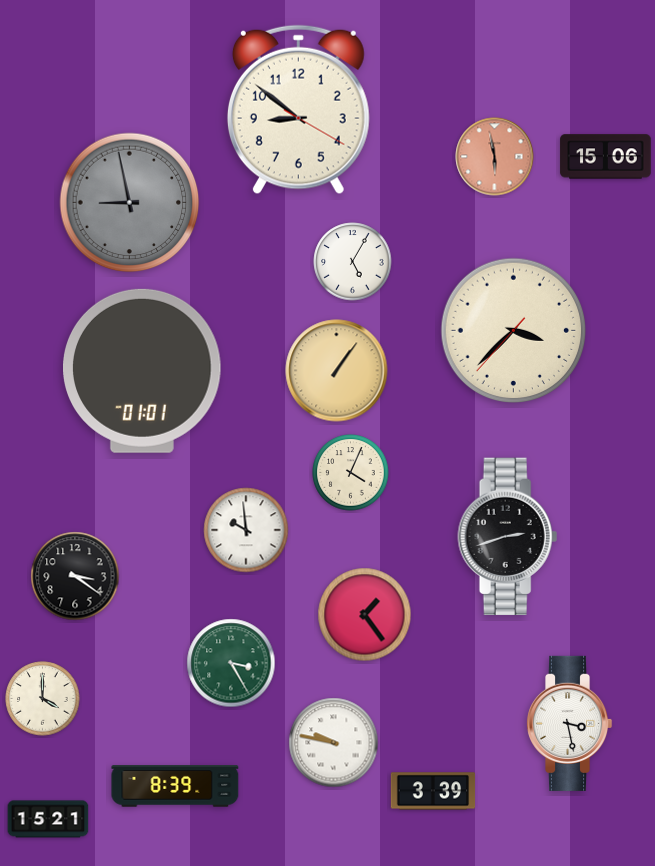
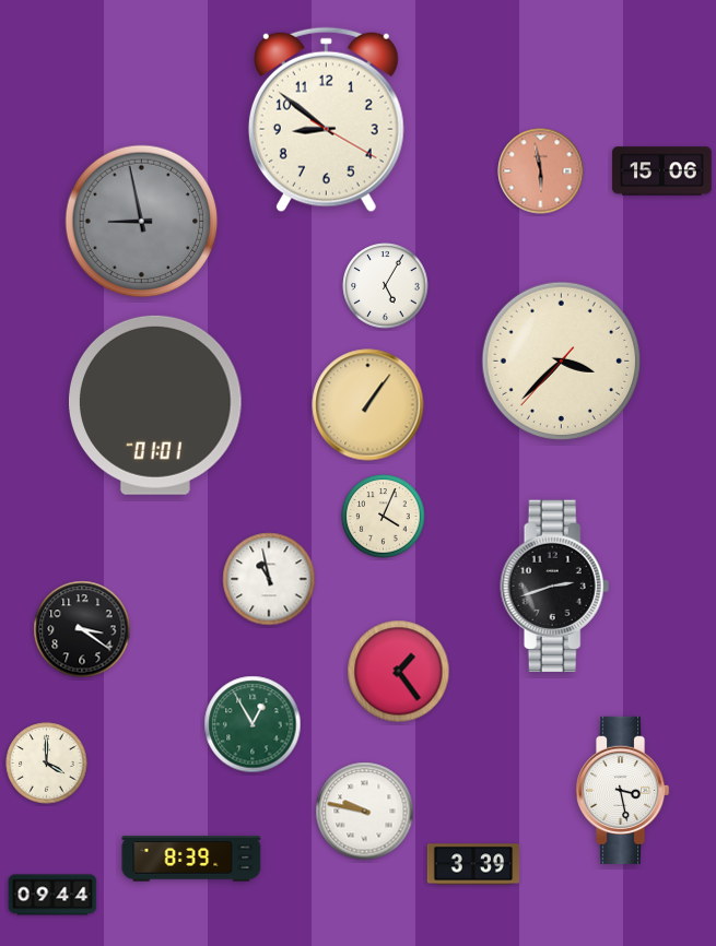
clock at (246, 530): 9:59 -> 10:58
clock at (231, 663): 3:25 -> 12:55
clock at (48, 819): 15:21 -> 09:44
